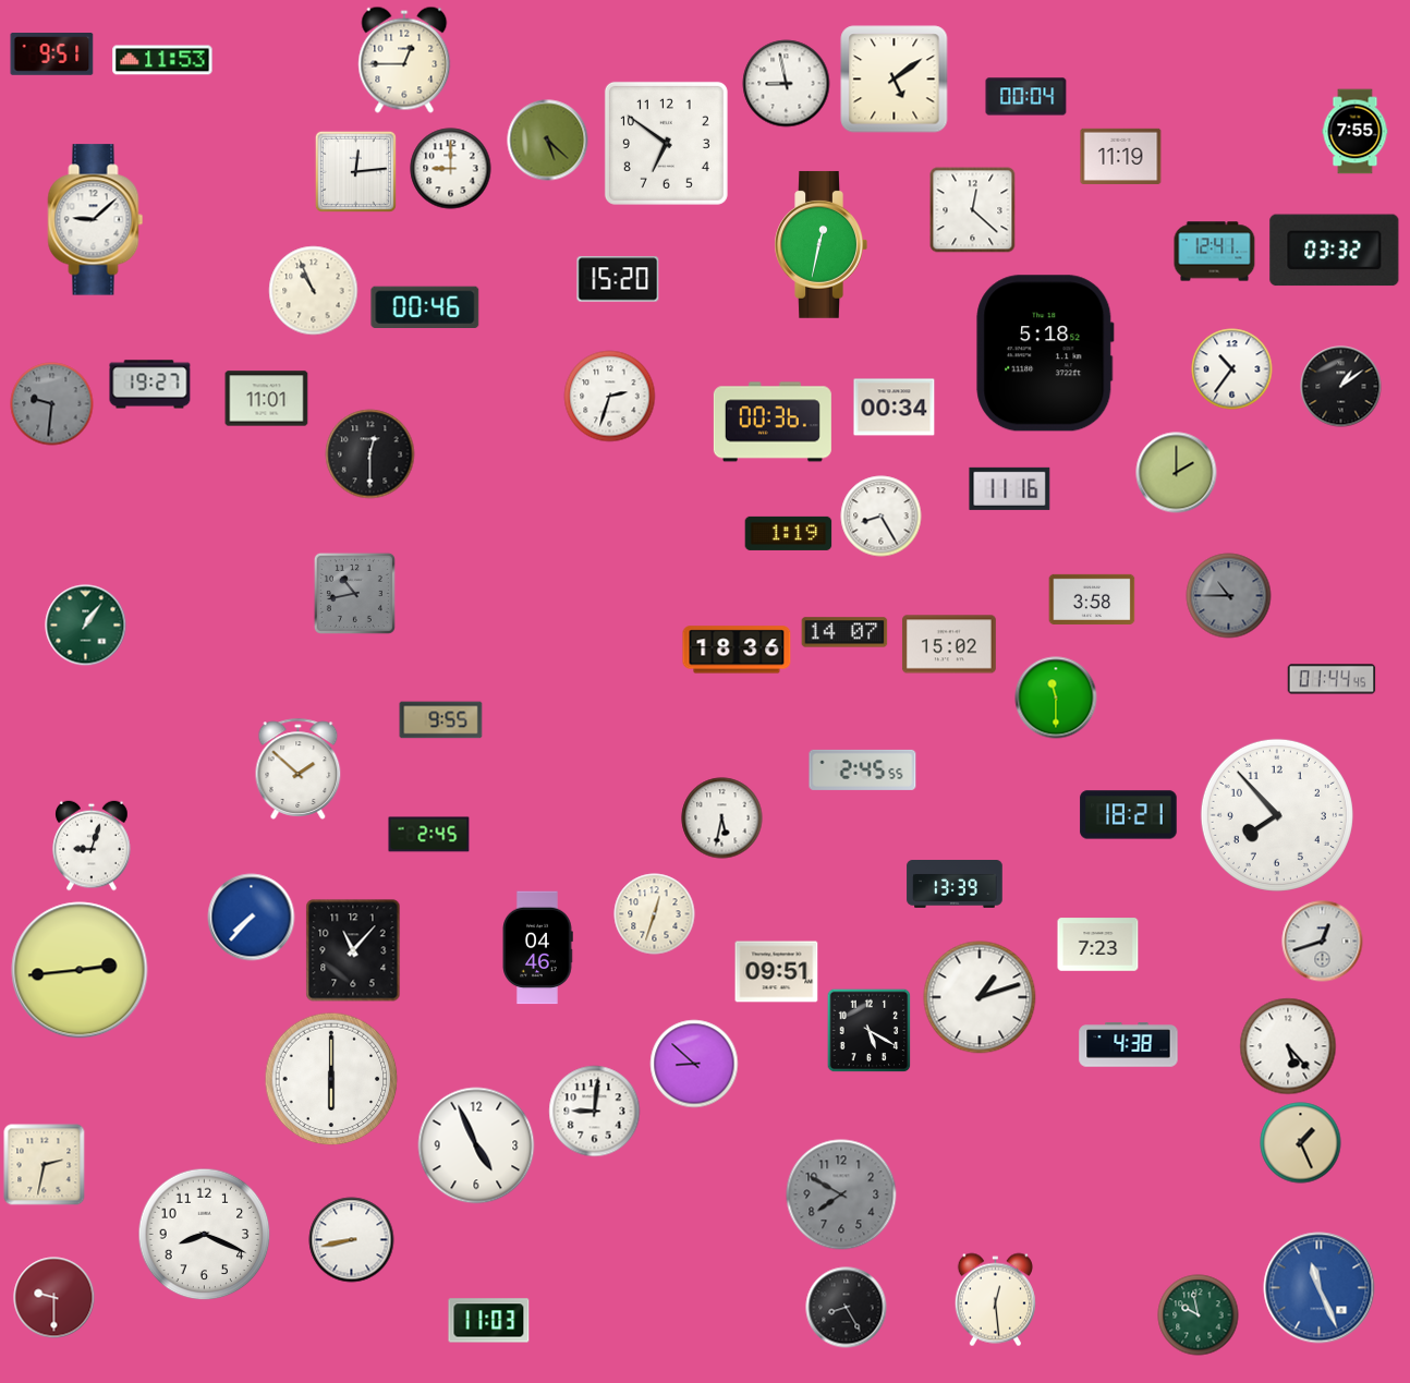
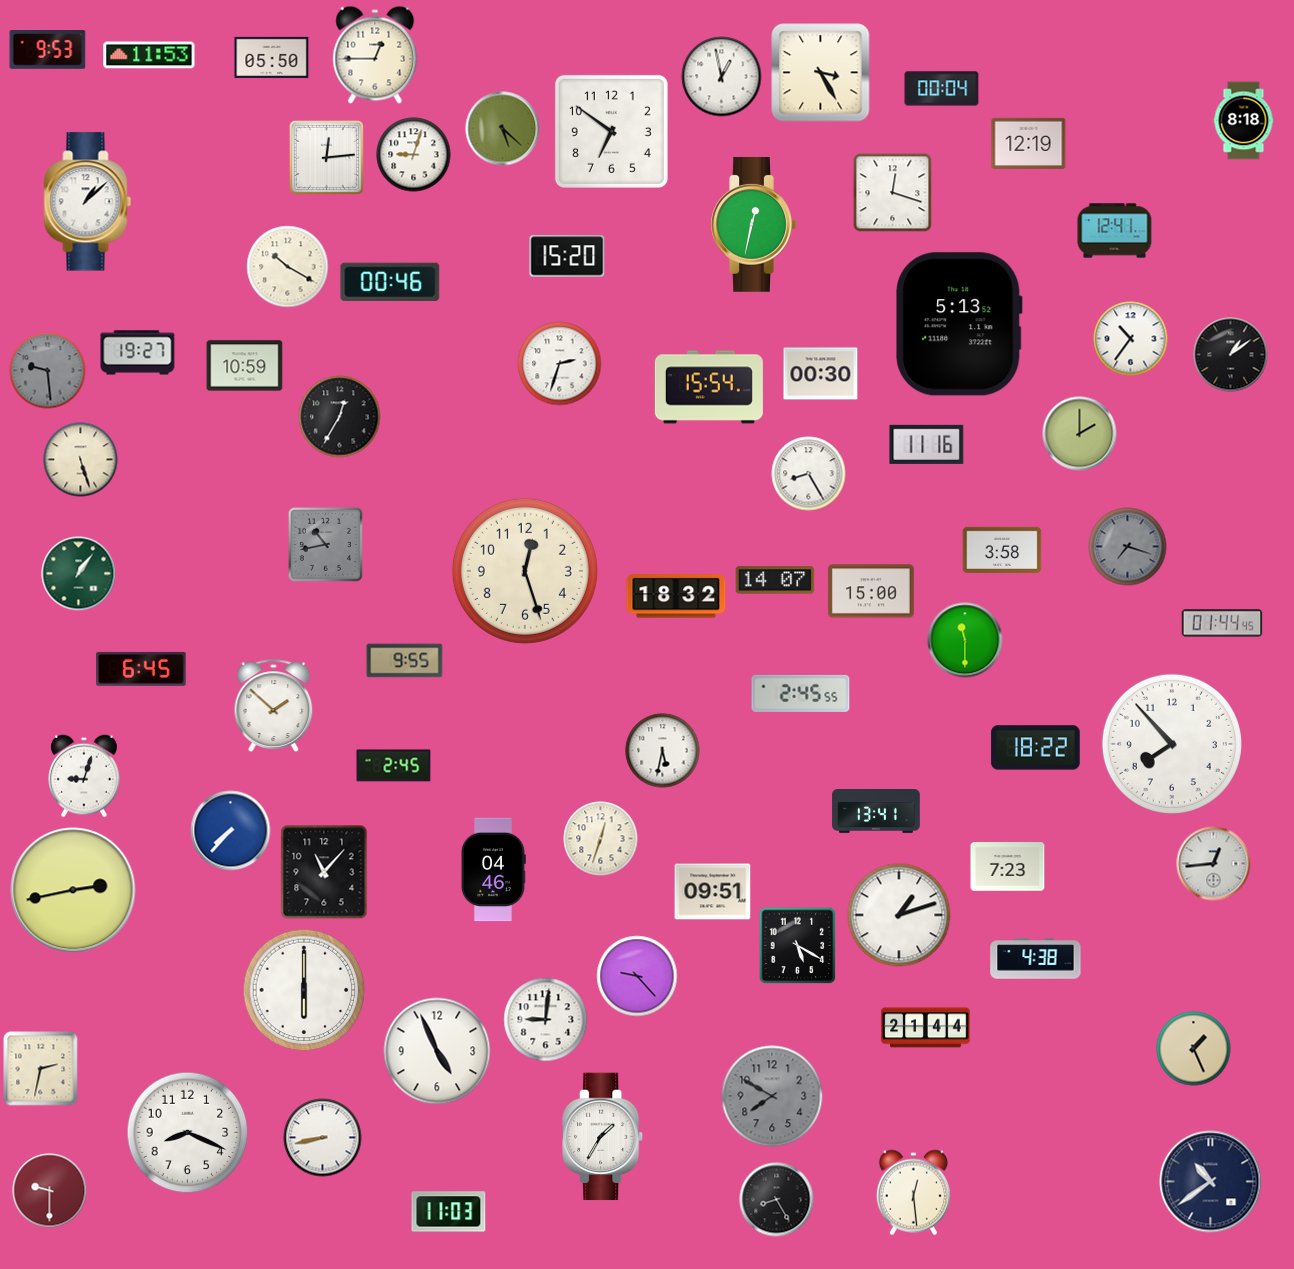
clock at (52, 54): 9:51 -> 9:53
clock at (404, 60) position: (404, 60) -> (375, 55)
clock at (272, 57): none -> 05:50
clock at (895, 80): 5:09 -> 3:25
clock at (787, 84): 8:58 -> 12:58
clock at (1356, 132): 7:55 -> 8:18
clock at (1121, 156): 11:19 -> 12:19
clock at (451, 169): 9:00 -> 9:03
clock at (973, 210): 12:22 -> 12:18
clock at (96, 220): 9:08 -> 1:08
clock at (1335, 251): 03:32 -> none
clock at (314, 291): 10:56 -> 10:20
clock at (1045, 353): 5:18 -> 5:13
clock at (267, 399): 11:01 -> 10:59
clock at (52, 404): 9:31 -> 9:29
clock at (895, 408): 00:34 -> 00:30
clock at (773, 422): 00:36 -> 15:54
clock at (370, 454): 12:30 -> 12:35
clock at (1010, 488) position: (1010, 488) -> (927, 444)
clock at (81, 460): none -> 5:27
clock at (789, 533): 1:19 -> none
clock at (1229, 596): 10:45 -> 7:18
clock at (525, 571): none -> 12:27
clock at (949, 644): 15:02 -> 15:00
clock at (737, 650): 18:36 -> 18:32
clock at (1056, 697) position: (1056, 697) -> (965, 640)
clock at (141, 669): none -> 6:45
clock at (863, 769) position: (863, 769) -> (801, 693)
clock at (1129, 815): 18:21 -> 18:22
clock at (1277, 815) position: (1277, 815) -> (1172, 744)
clock at (955, 885): 13:39 -> 13:41
clock at (252, 918) position: (252, 918) -> (231, 831)
clock at (1323, 942): 12:42 -> 12:44
clock at (80, 970): 2:44 -> 2:43
clock at (1288, 1046): 5:23 -> none
clock at (694, 1064): 8:52 -> 9:23
clock at (926, 1028): none -> 21:44
clock at (604, 1137): none -> 1:35
clock at (1320, 1288): 11:26 -> 10:39
clock at (1320, 1288) dial: blue -> navy
clock at (1199, 1315): 9:58 -> none
